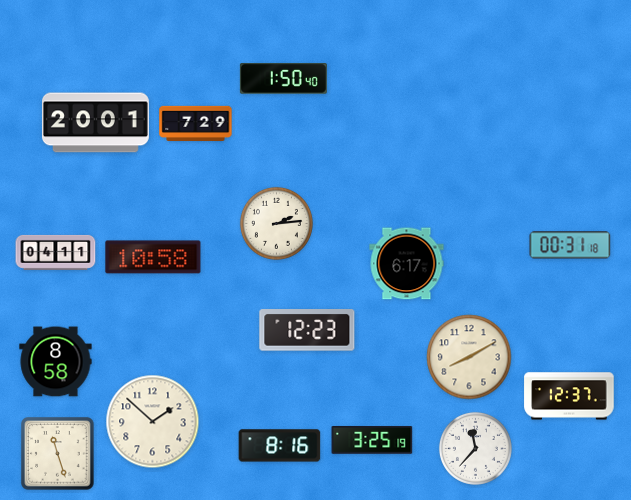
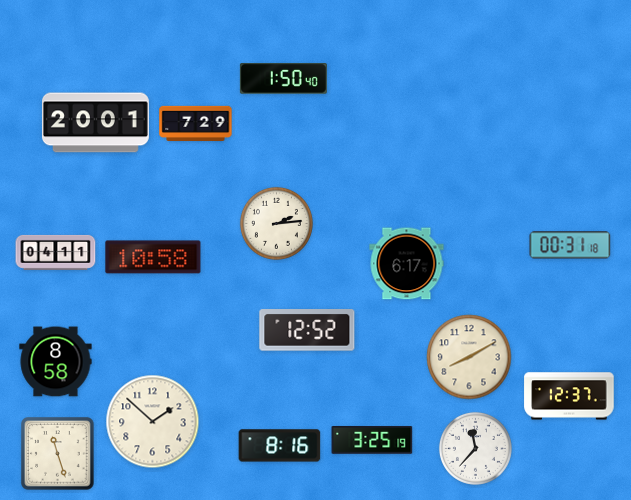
clock at (307, 330): 12:23 -> 12:52
